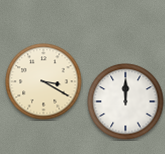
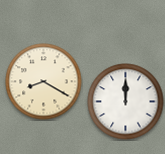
clock at (44, 82): 3:20 -> 8:20
